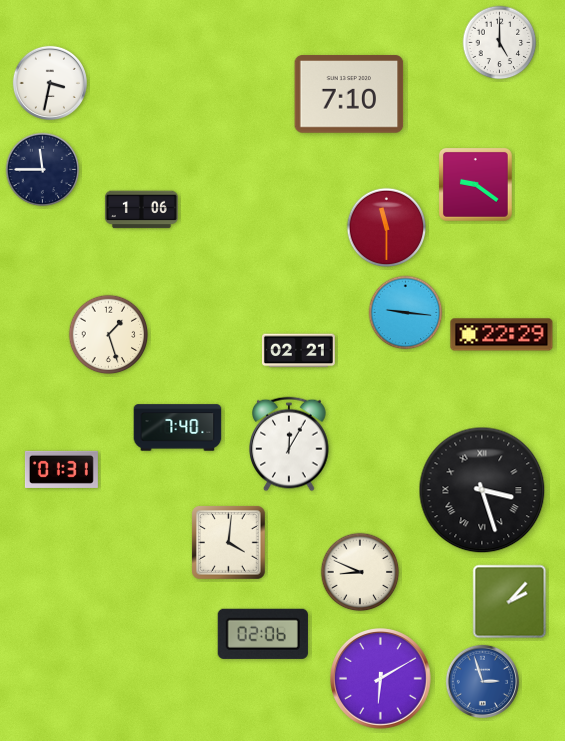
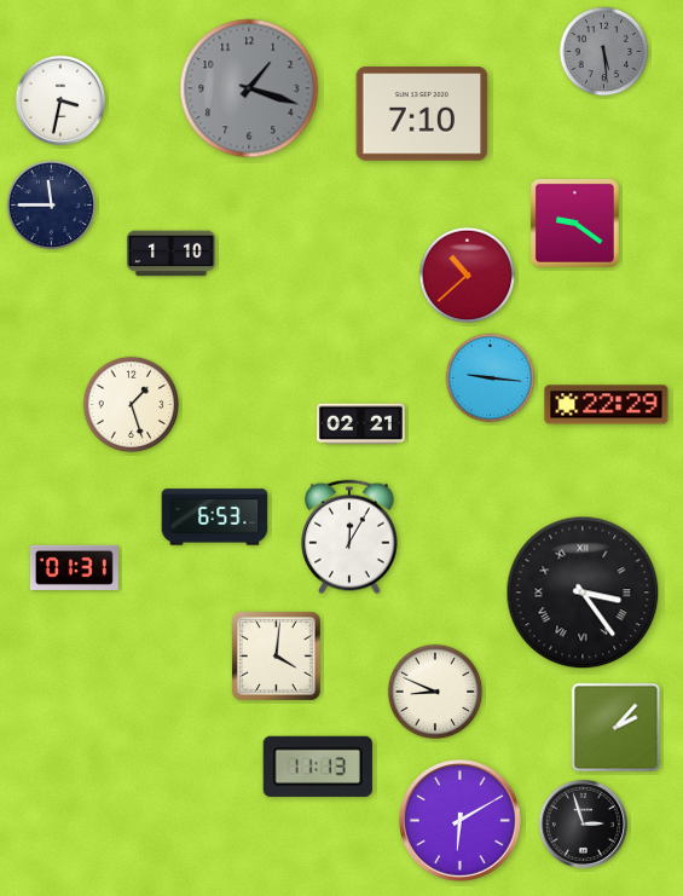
clock at (500, 43): 5:00 -> 5:29
clock at (500, 43) dial: white -> grey
clock at (249, 88): none -> 1:18
clock at (141, 210): 1:06 -> 1:10
clock at (387, 228): 11:30 -> 10:38
clock at (178, 428): 7:40 -> 6:53
clock at (482, 490): 3:27 -> 3:24
clock at (263, 634): 02:06 -> 11:13
clock at (482, 681) dial: blue -> black
